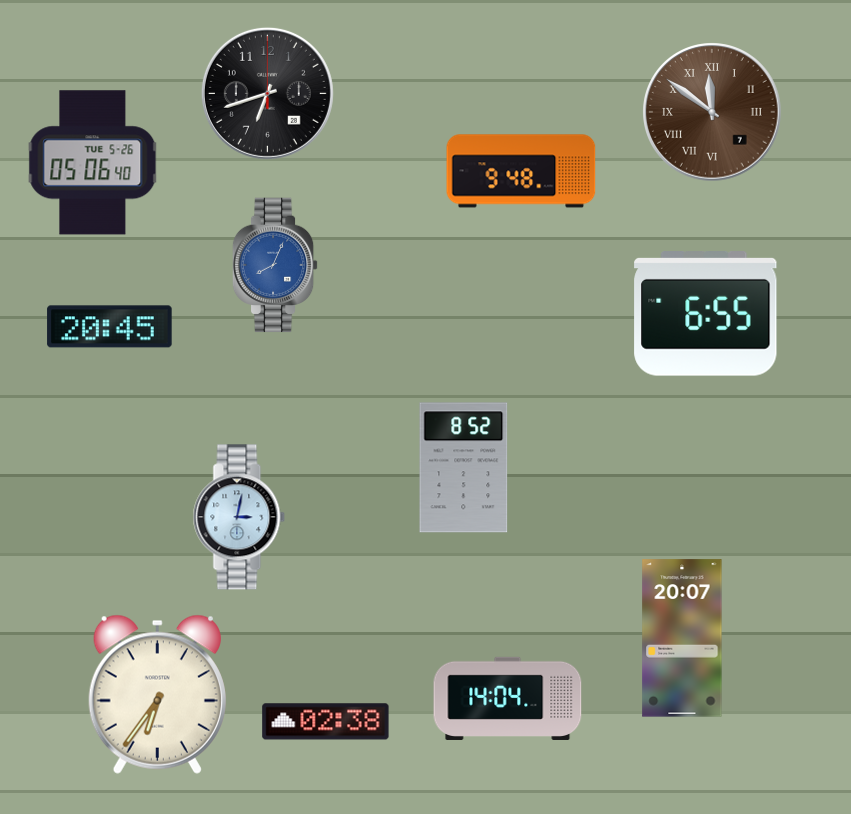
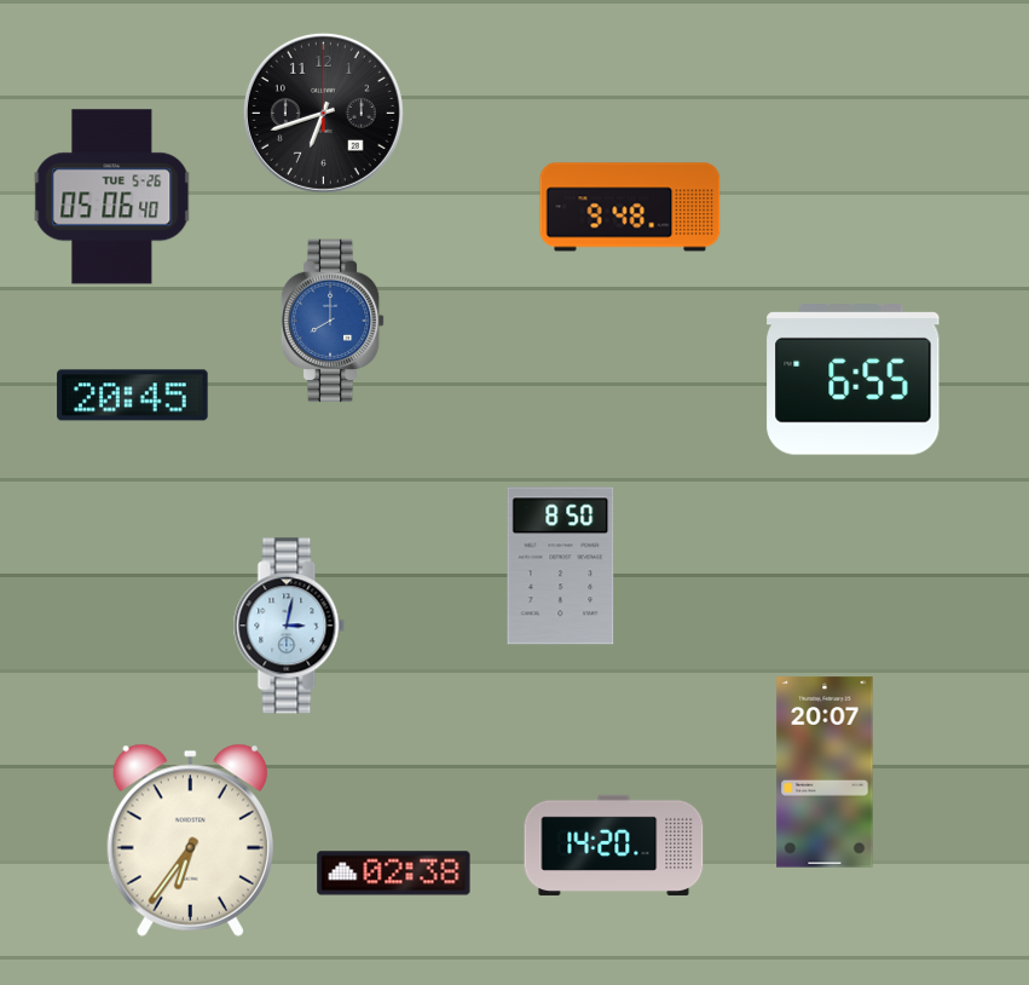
clock at (712, 112): 11:51 -> none
clock at (275, 265): 8:04 -> 8:00
clock at (464, 468): 8:52 -> 8:50
clock at (508, 698): 14:04 -> 14:20
